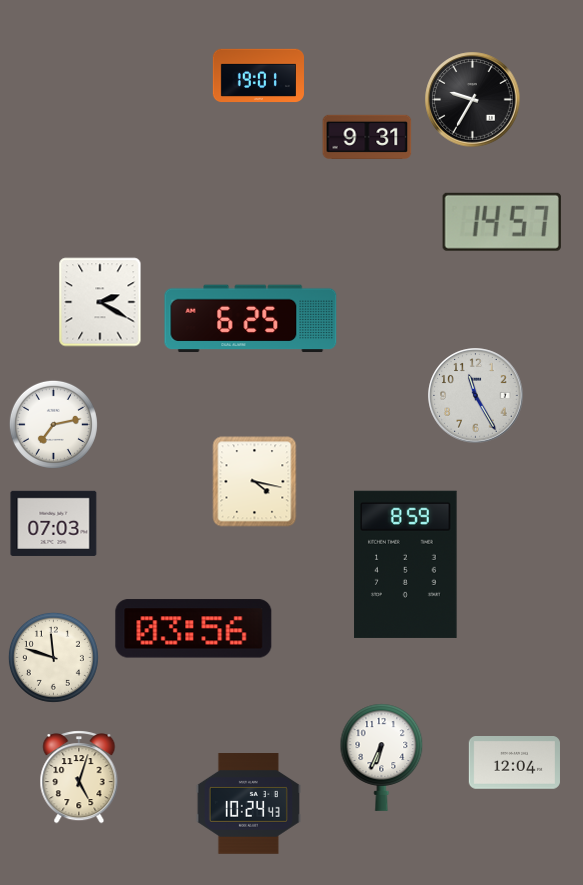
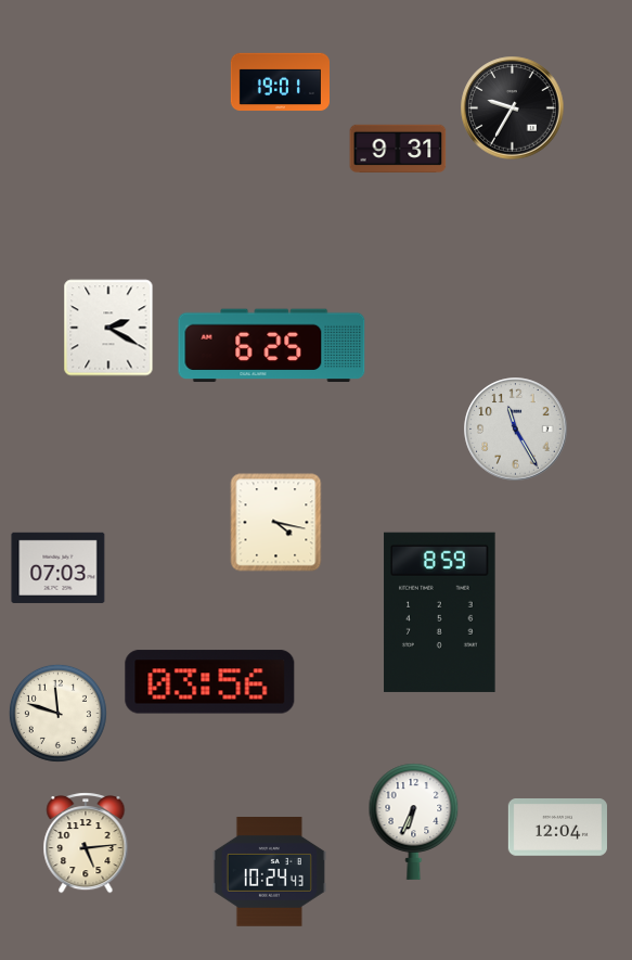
clock at (502, 222): 14:57 -> none
clock at (53, 424): 7:13 -> none
clock at (79, 777): 5:03 -> 5:14
